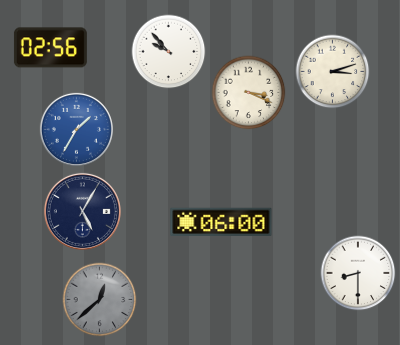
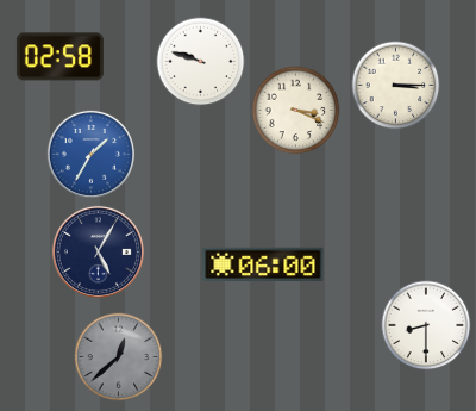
clock at (50, 48): 02:56 -> 02:58
clock at (169, 52): 9:53 -> 9:48
clock at (333, 72): 3:12 -> 3:15
